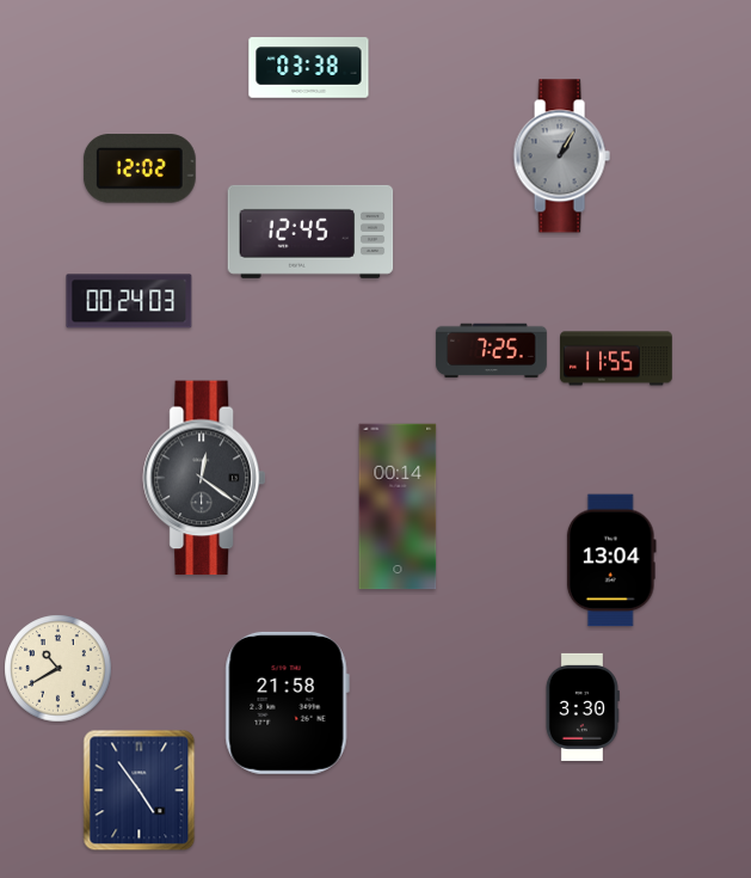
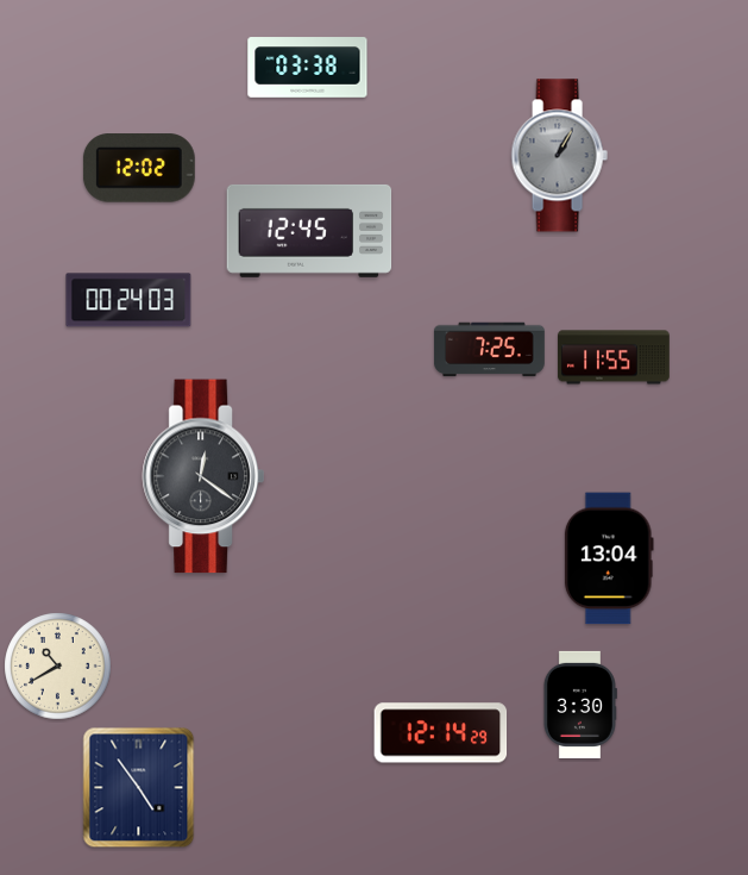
clock at (398, 506): 00:14 -> none
clock at (287, 702): 21:58 -> none
clock at (441, 733): none -> 12:14
